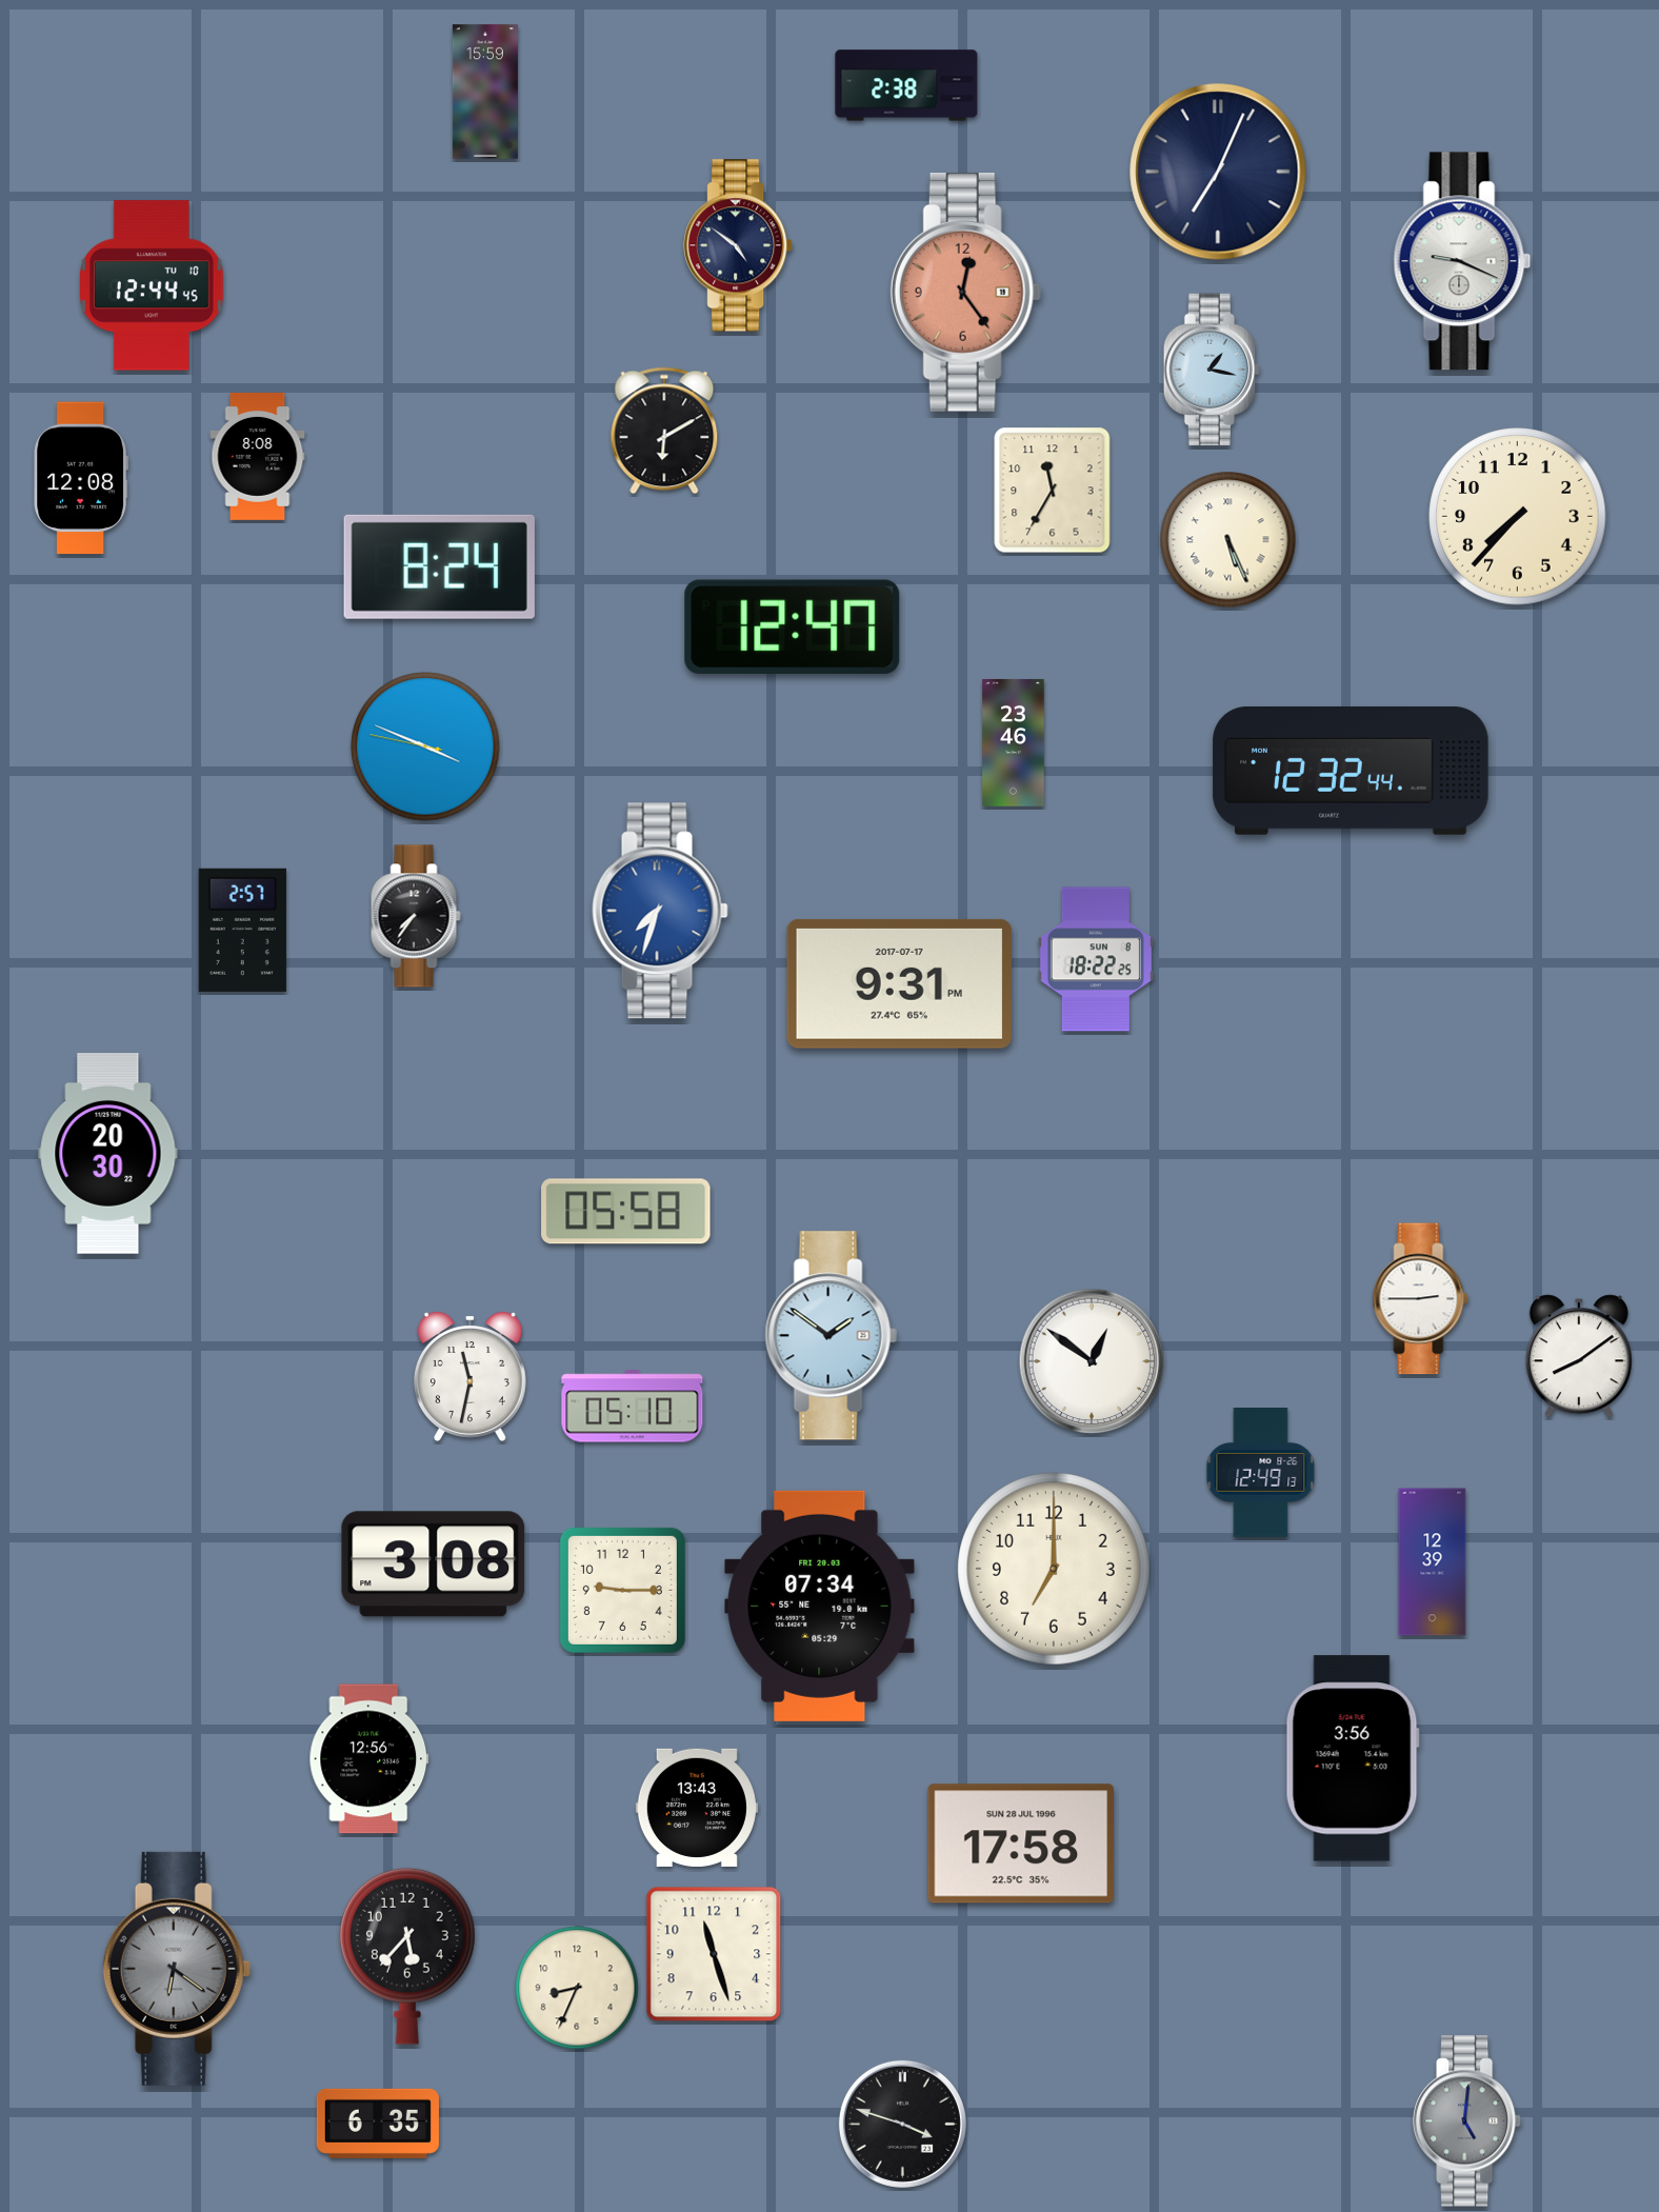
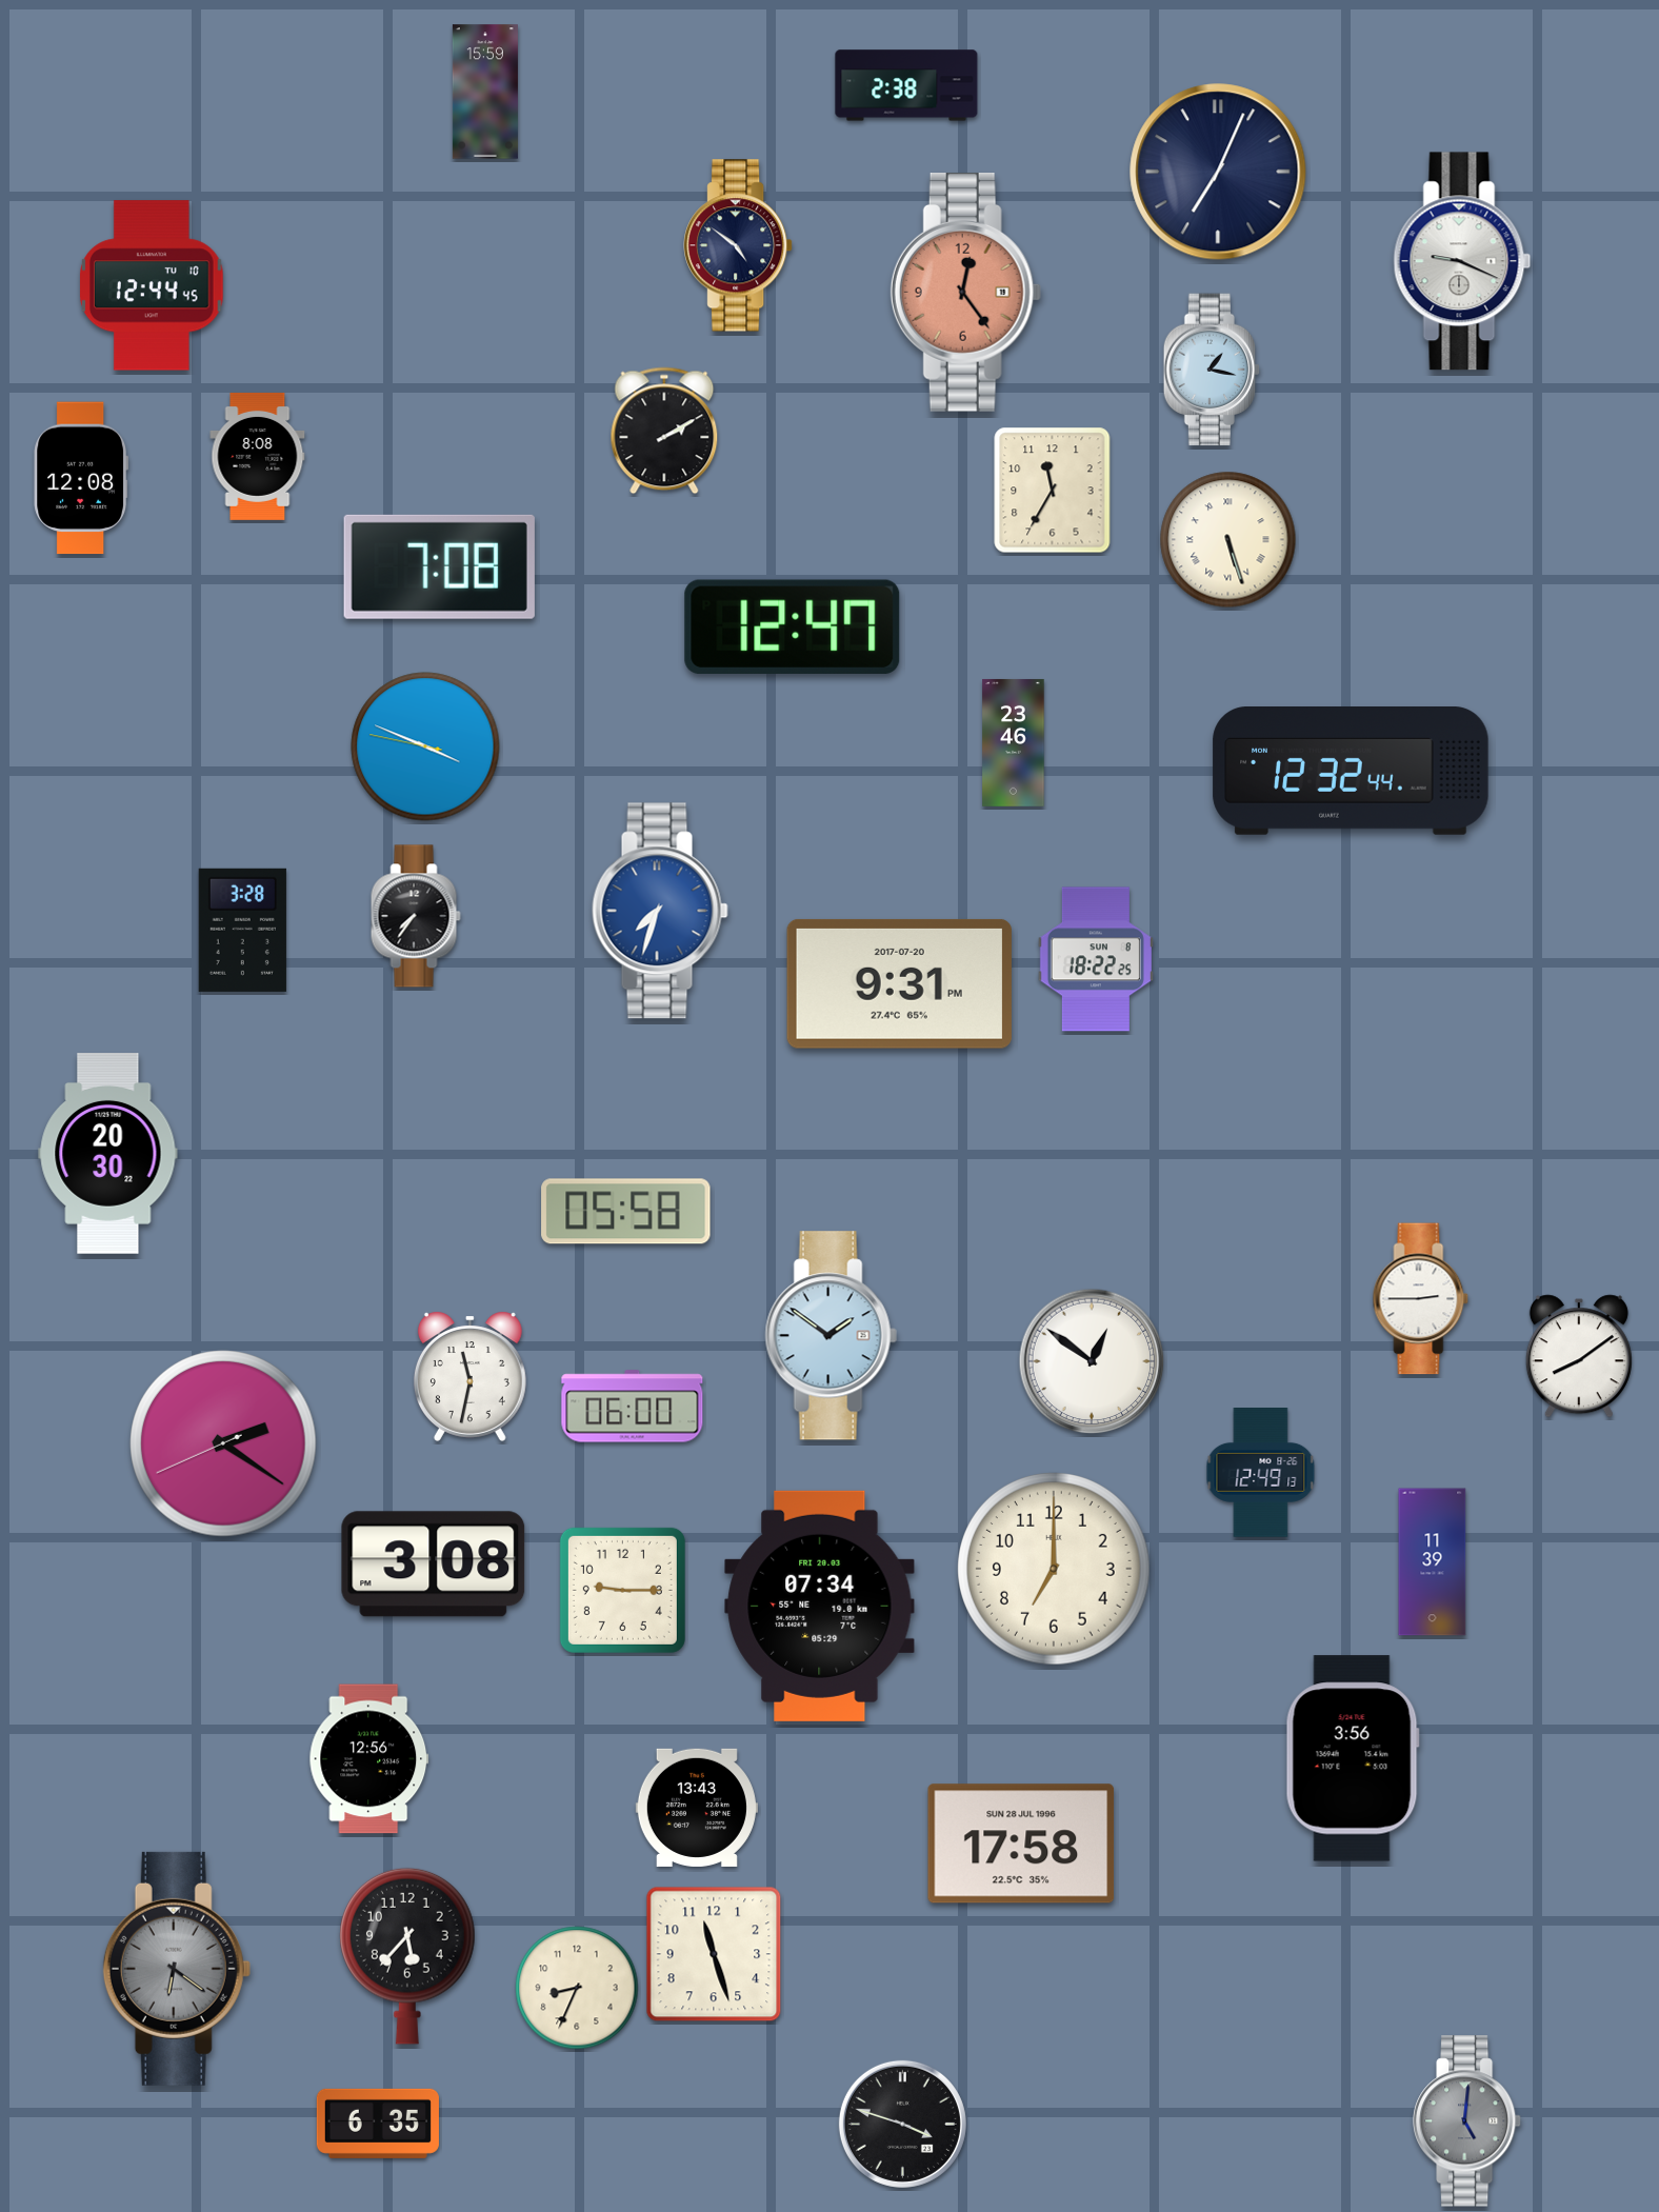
clock at (664, 431): 6:10 -> 2:10
clock at (1518, 517): 7:37 -> none
clock at (1228, 540): 5:26 -> 5:27
clock at (439, 566): 8:24 -> 7:08
clock at (242, 930): 2:57 -> 3:28
clock at (899, 983) date: 2017-07-17 -> 2017-07-20
clock at (633, 1407): 05:10 -> 06:00
clock at (223, 1443): none -> 2:20
clock at (1433, 1562): 12:39 -> 11:39
